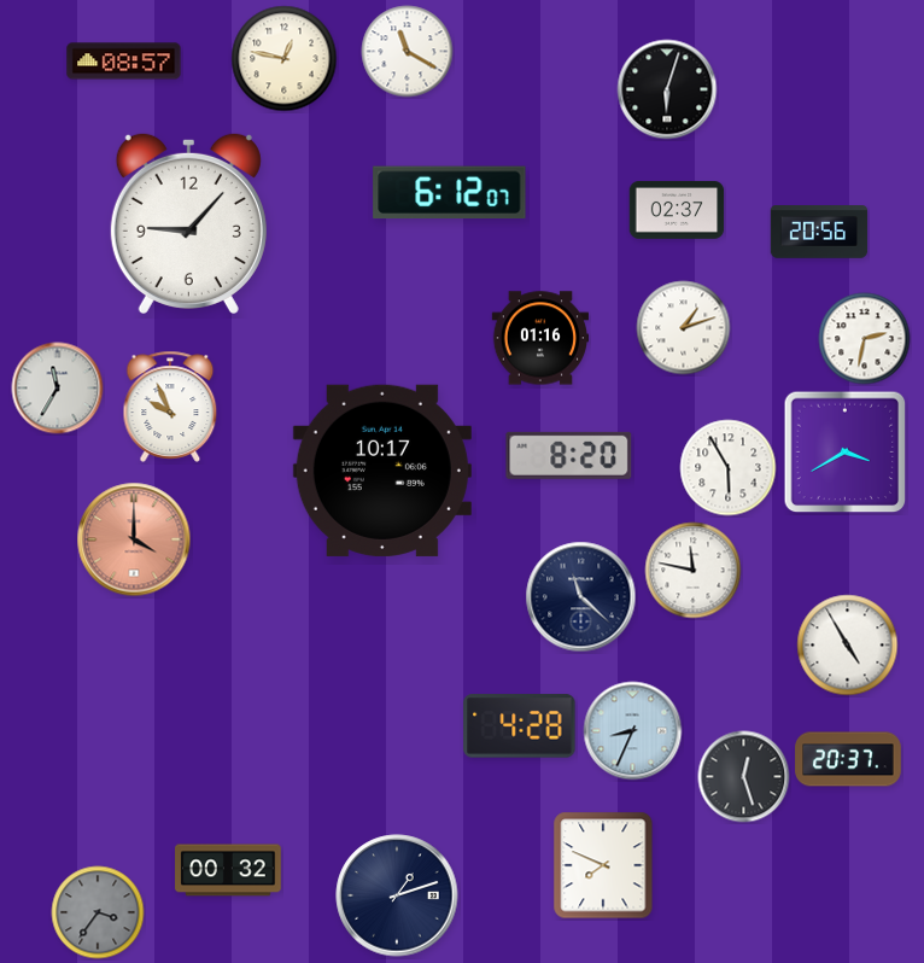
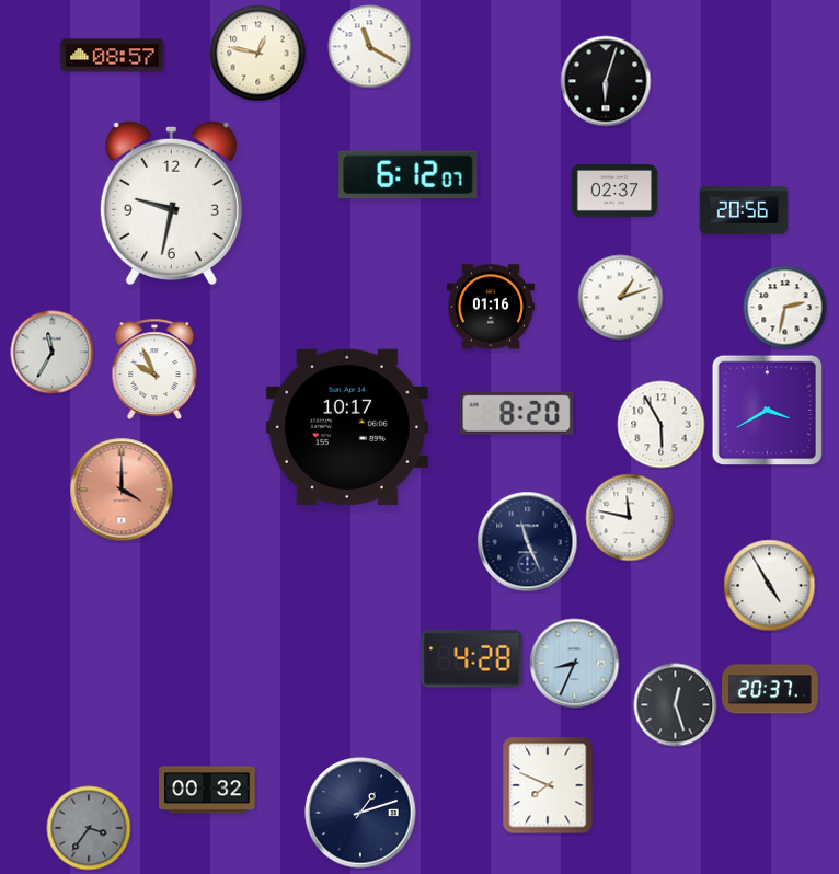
clock at (188, 222): 9:07 -> 9:32
clock at (581, 597): 11:22 -> 11:26
